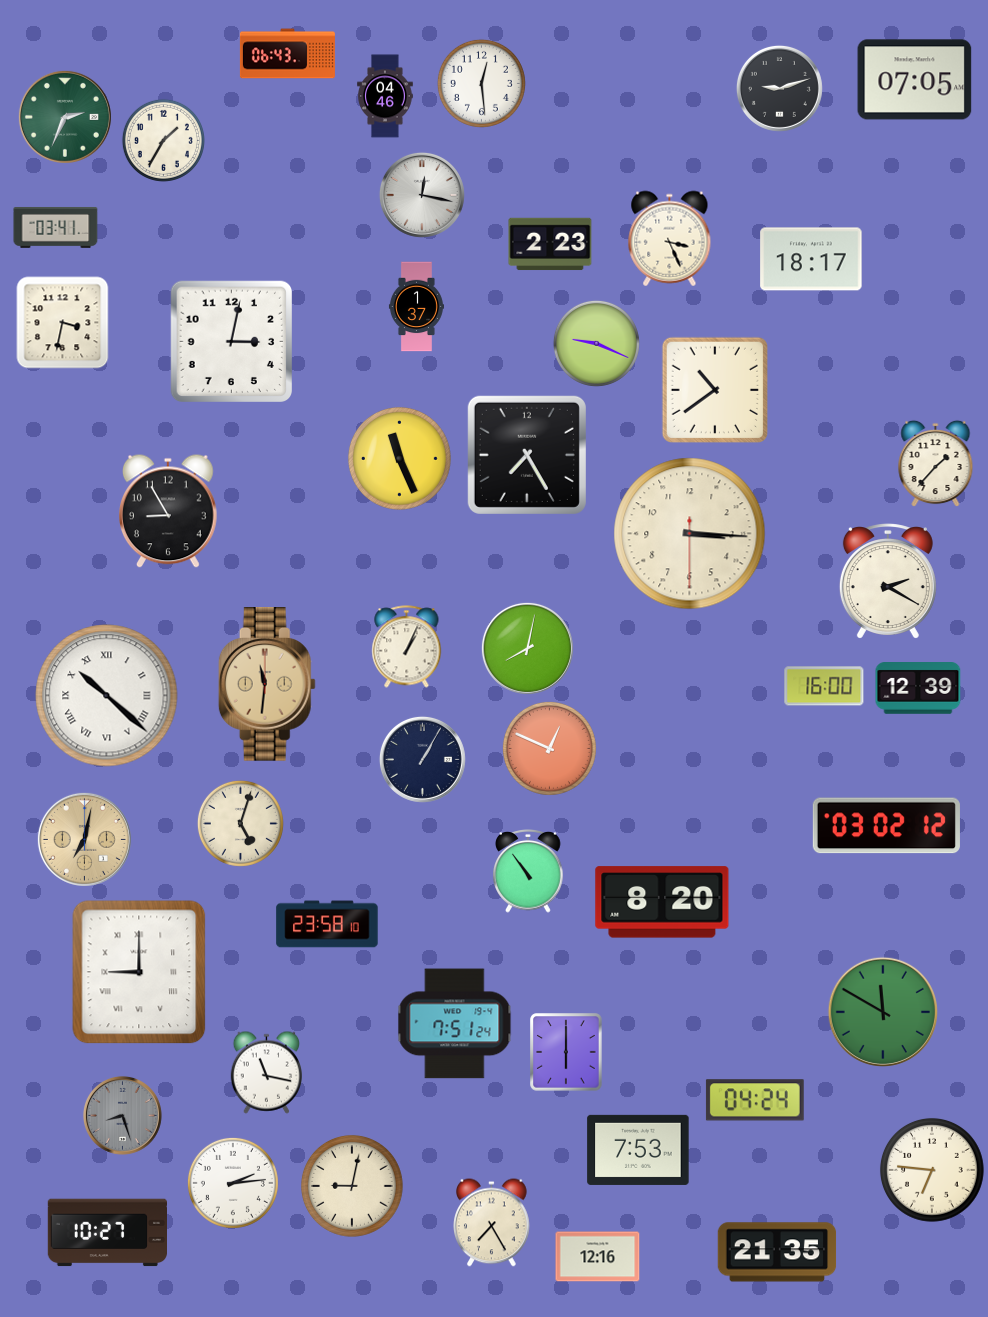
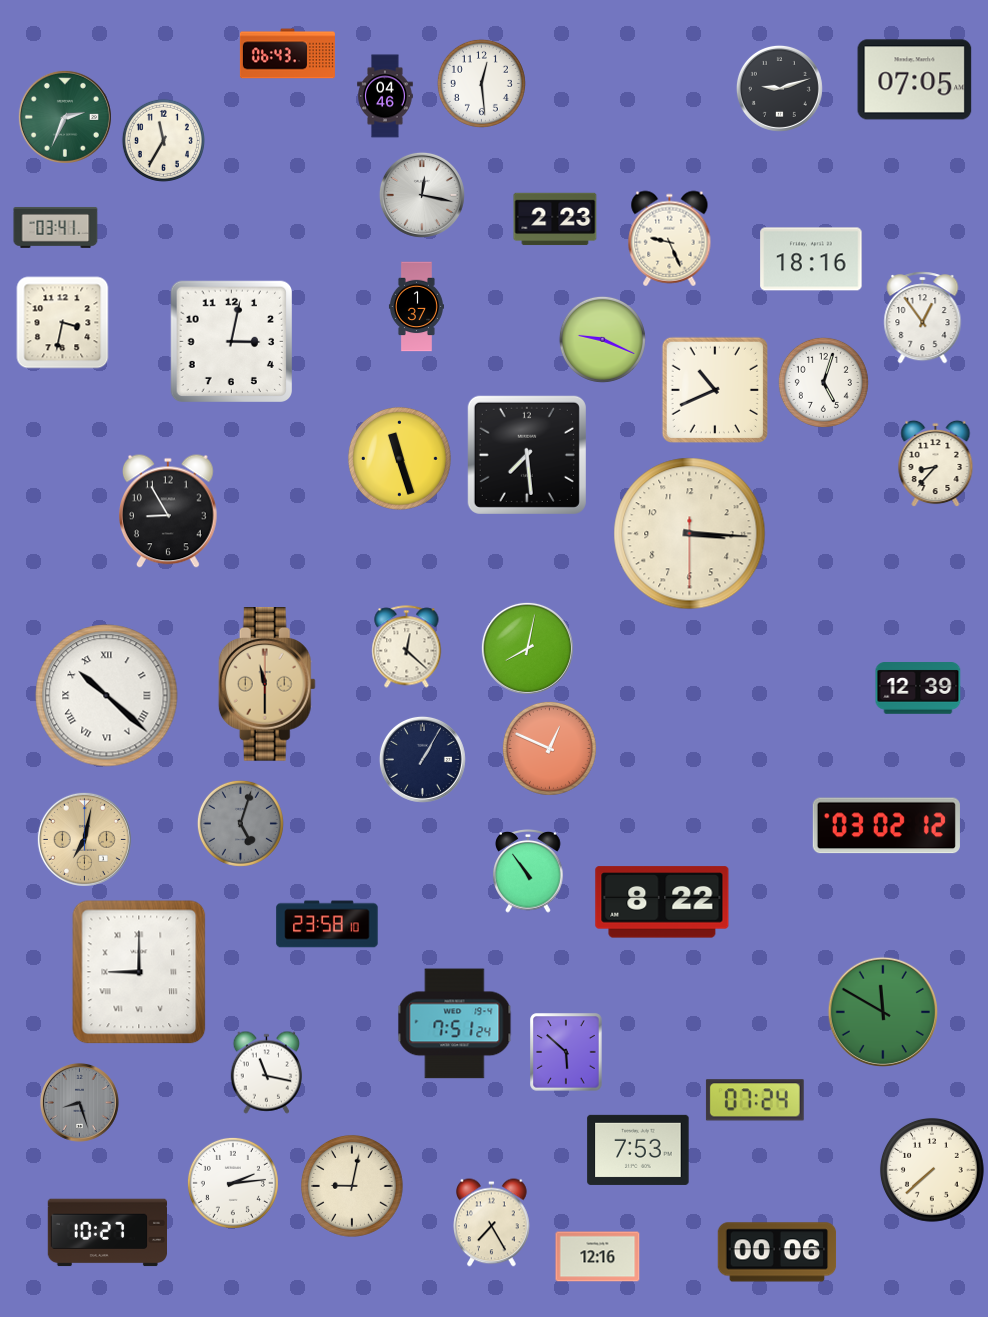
clock at (163, 140): 1:35 -> 11:35
clock at (670, 239): 3:26 -> 9:26
clock at (550, 244) position: (550, 244) -> (555, 219)
clock at (811, 259): 18:17 -> 18:16
clock at (923, 318): none -> 12:54
clock at (596, 343) position: (596, 343) -> (602, 339)
clock at (823, 382): none -> 5:03
clock at (714, 389): 10:39 -> 10:41
clock at (527, 455): 7:25 -> 7:29
clock at (399, 458): 11:26 -> 11:27
clock at (936, 464): 1:37 -> 8:37
clock at (888, 581): 2:20 -> none
clock at (407, 647): 1:04 -> 12:22
clock at (267, 685): 11:31 -> 11:30
clock at (824, 686): 16:00 -> none
clock at (240, 823) dial: cream -> grey
clock at (662, 902): 8:20 -> 8:22
clock at (566, 1052): 6:00 -> 5:52
clock at (755, 1100): 04:24 -> 07:24
clock at (122, 1115) position: (122, 1115) -> (79, 1102)
clock at (932, 1170): 6:46 -> 7:38
clock at (777, 1252): 21:35 -> 00:06
